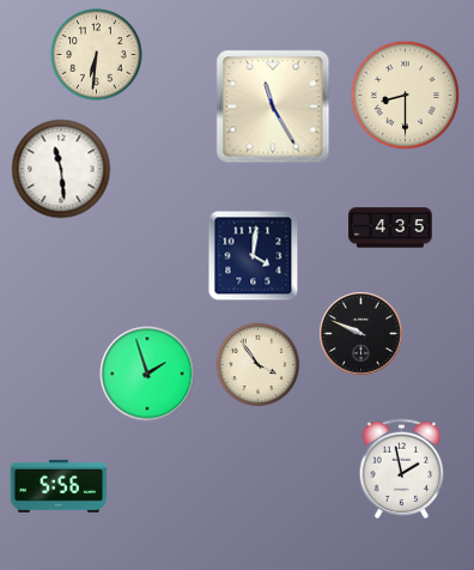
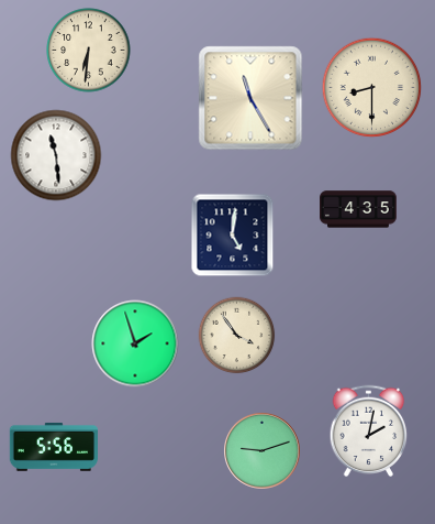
clock at (254, 256): 4:01 -> 5:01
clock at (361, 334): 9:49 -> none
clock at (402, 469): 1:58 -> 2:02
clock at (263, 451): none -> 9:12
